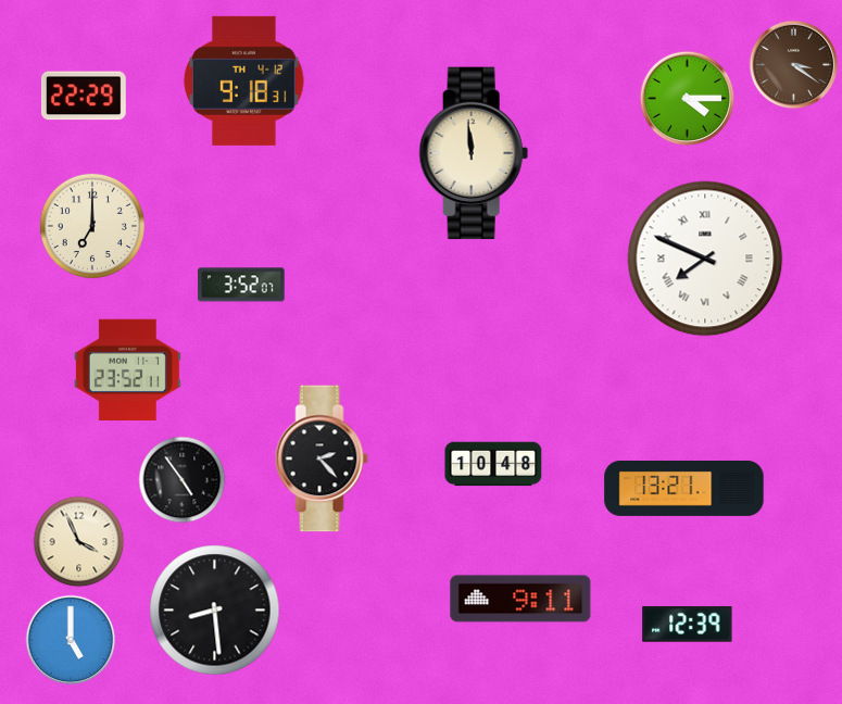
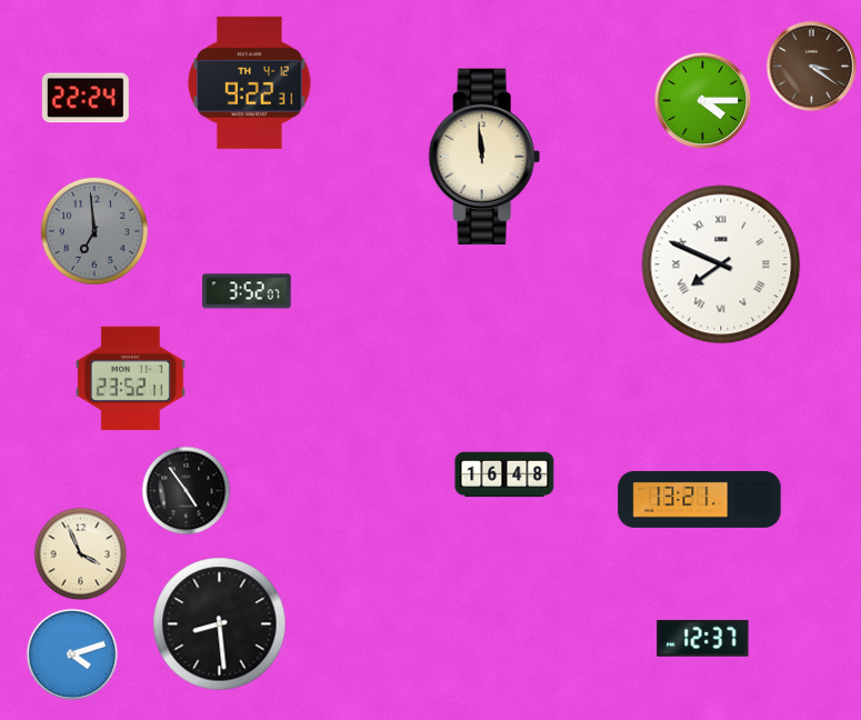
clock at (244, 80): 9:18 -> 9:22
clock at (84, 96): 22:29 -> 22:24
clock at (92, 226): 7:00 -> 6:59
clock at (92, 226) dial: cream -> grey
clock at (322, 458): 2:23 -> none
clock at (493, 464): 10:48 -> 16:48
clock at (520, 599): 9:11 -> none
clock at (688, 624): 12:39 -> 12:37
clock at (71, 640): 5:00 -> 4:12
